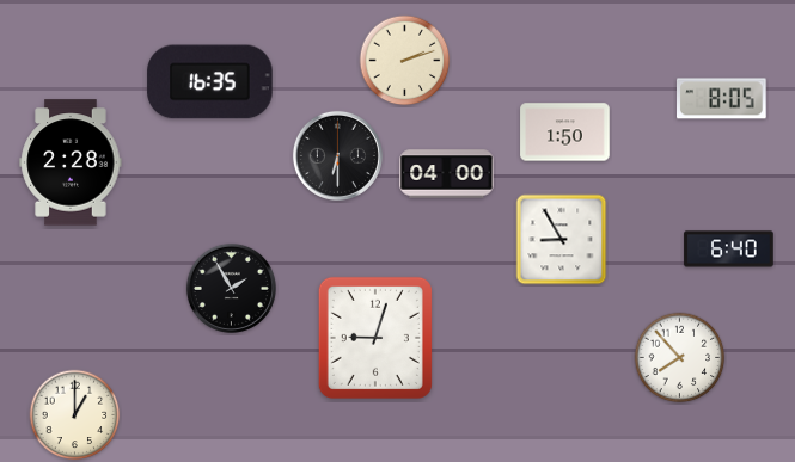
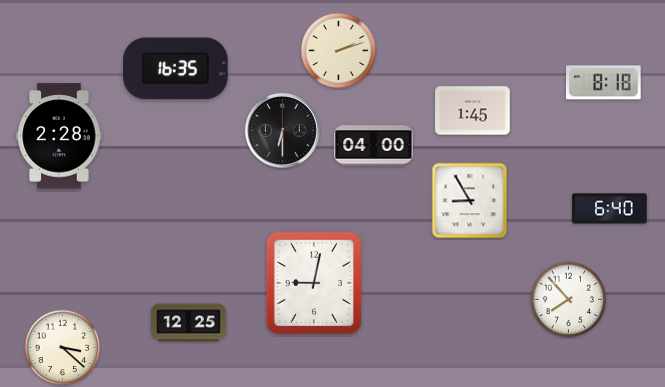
clock at (722, 99): 8:05 -> 8:18
clock at (565, 133): 1:50 -> 1:45
clock at (231, 288): 1:55 -> none
clock at (375, 338): 9:03 -> 9:02
clock at (189, 323): none -> 12:25
clock at (75, 415): 1:00 -> 3:22
